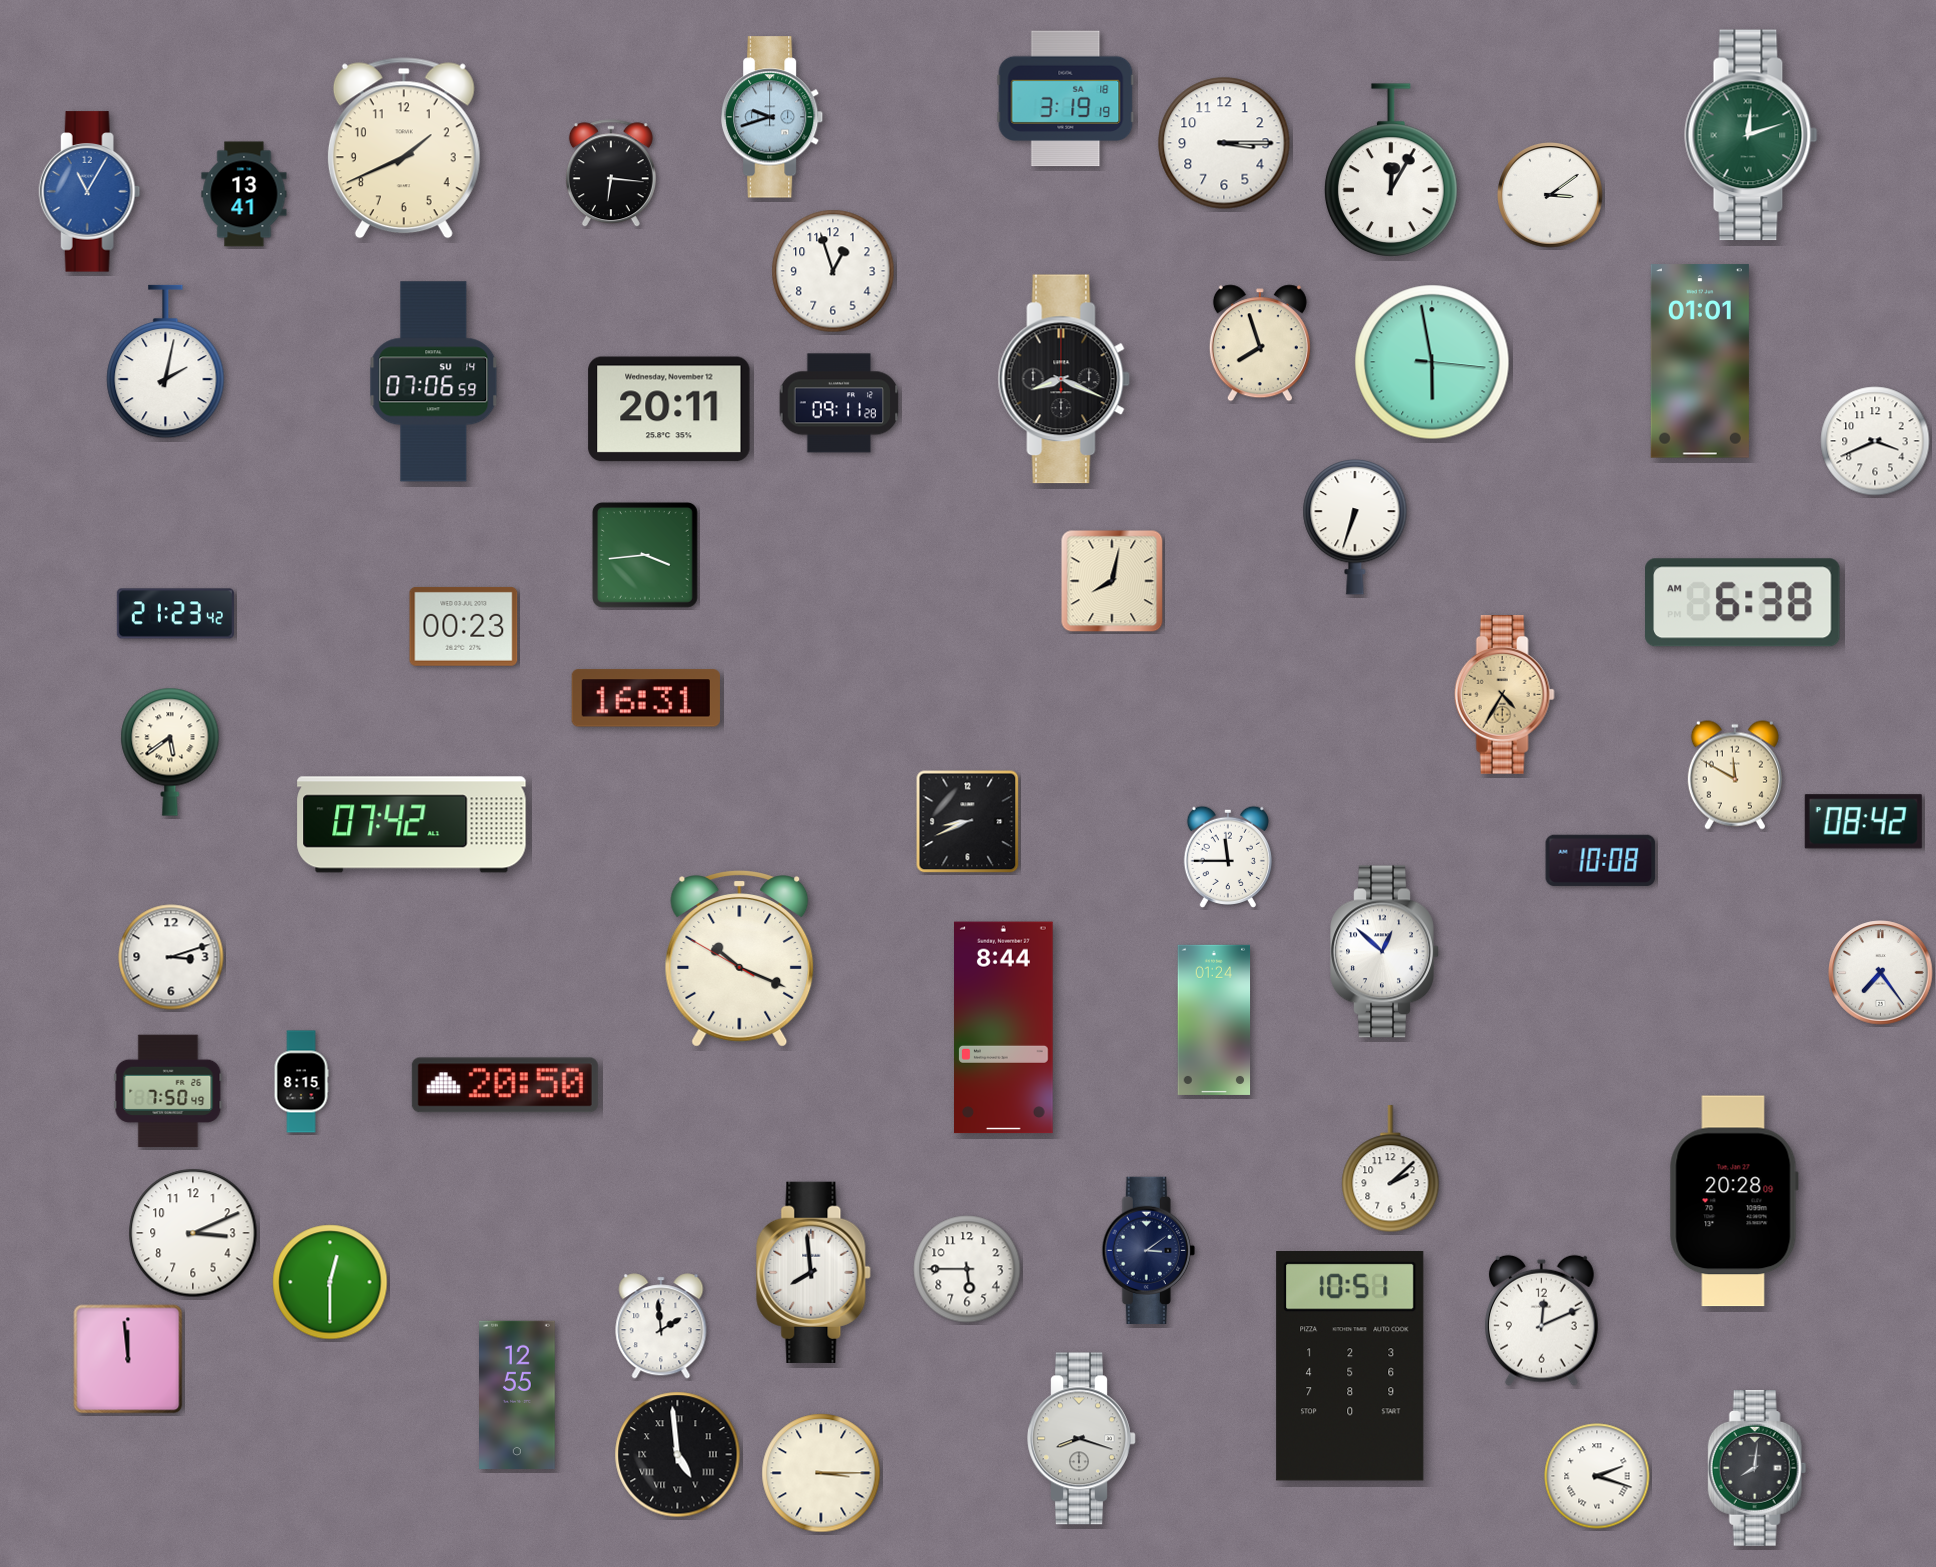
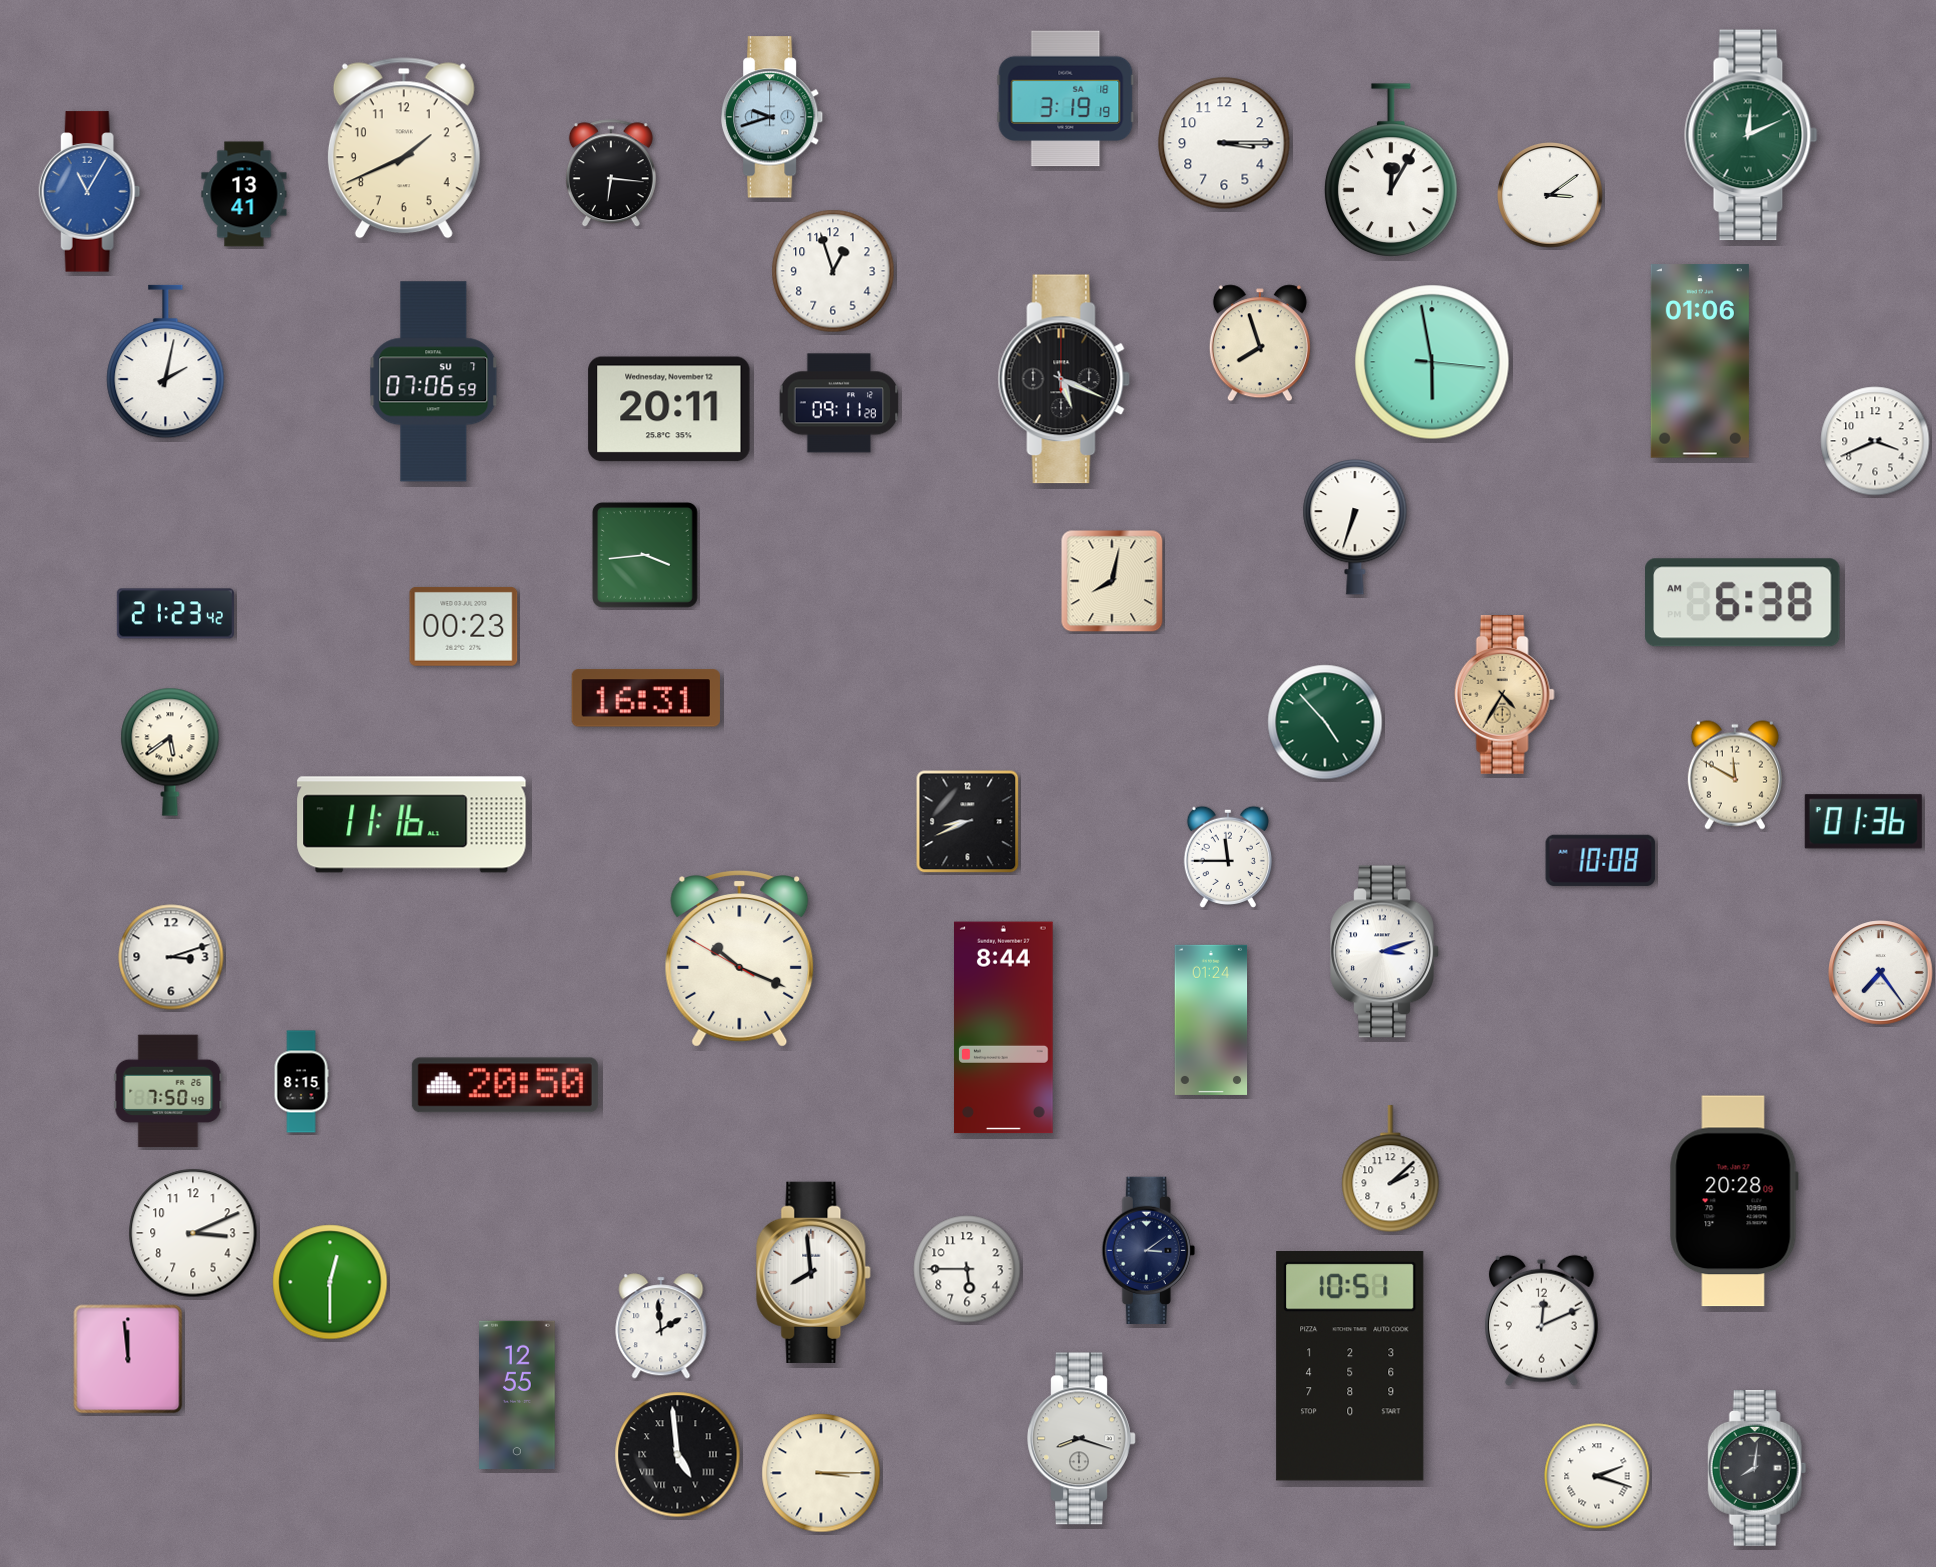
clock at (1751, 135): 12:12 -> 12:11
clock at (1700, 361): 01:01 -> 01:06
clock at (1064, 379): 8:19 -> 5:19
clock at (434, 382) date: SU 14 -> SU 7
clock at (1325, 722): none -> 4:53
clock at (1863, 822): 08:42 -> 01:36
clock at (412, 825): 07:42 -> 11:16
clock at (1385, 952): 12:52 -> 3:12
clock at (1214, 1020) position: (1214, 1020) -> (1211, 1020)
